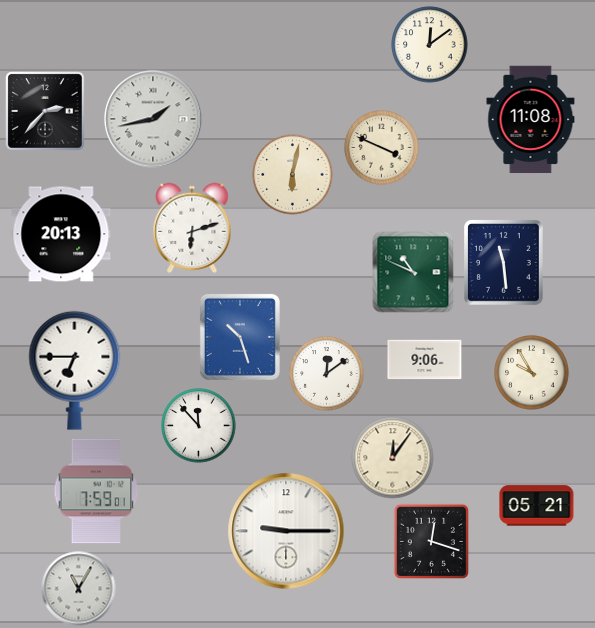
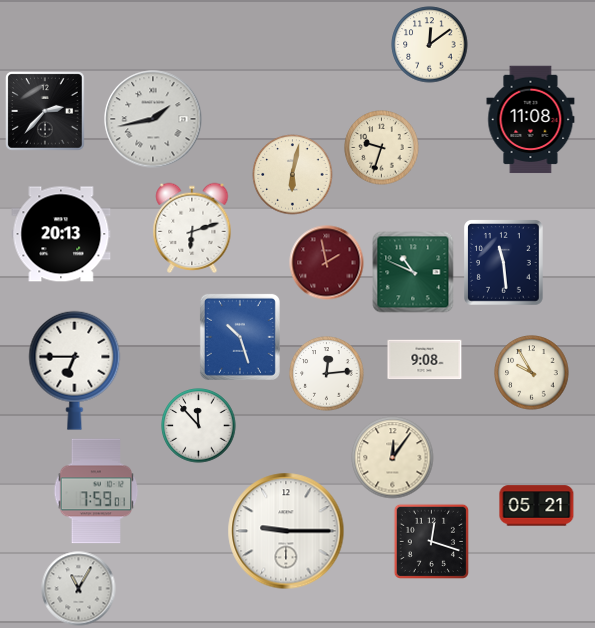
clock at (382, 148): 3:49 -> 9:33
clock at (327, 263): none -> 1:58
clock at (425, 360): 9:06 -> 9:08
clock at (327, 374): 12:09 -> 12:14
